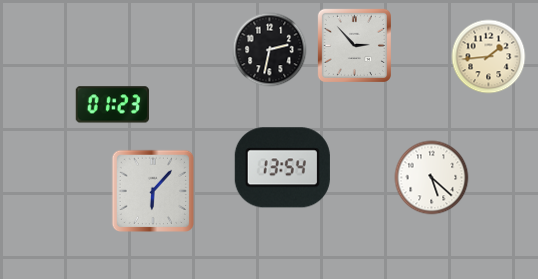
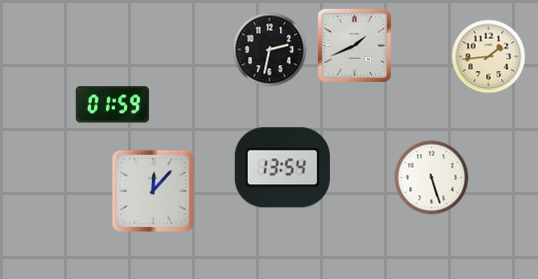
clock at (354, 45): 2:53 -> 1:41
clock at (112, 105): 01:23 -> 01:59
clock at (432, 178): 5:22 -> 5:27
clock at (152, 190): 6:07 -> 12:07
